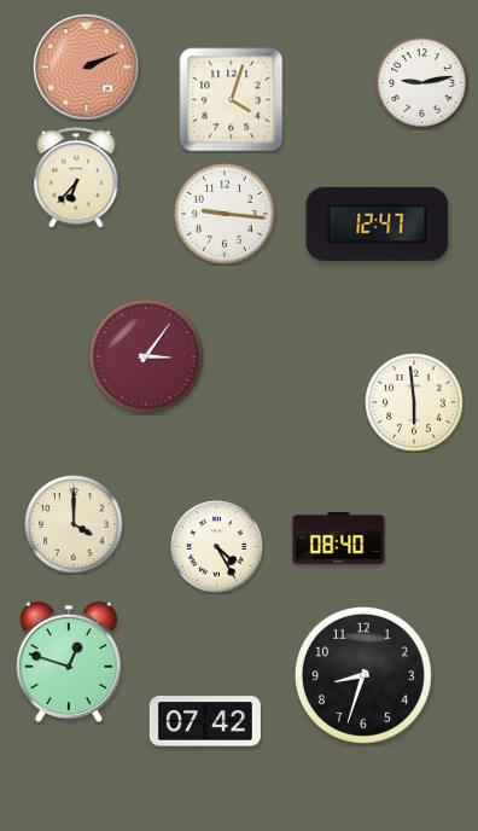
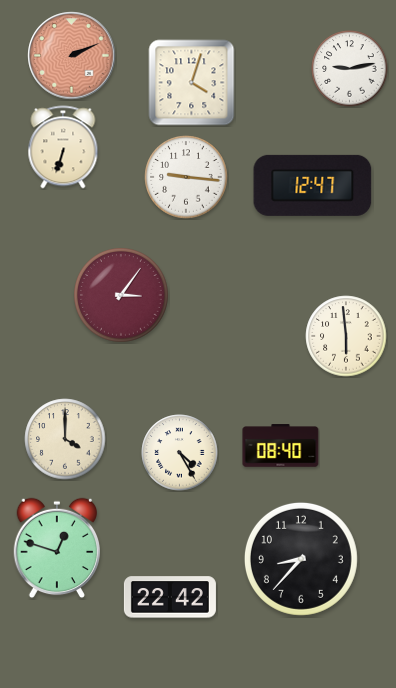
clock at (76, 178): 6:37 -> 6:33
clock at (414, 402) position: (414, 402) -> (346, 336)
clock at (74, 524) position: (74, 524) -> (65, 439)
clock at (363, 675): 8:33 -> 8:37
clock at (205, 721): 07:42 -> 22:42
